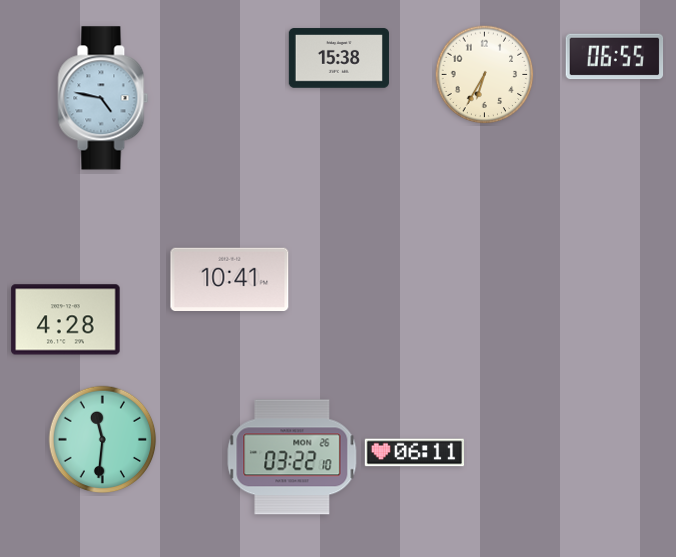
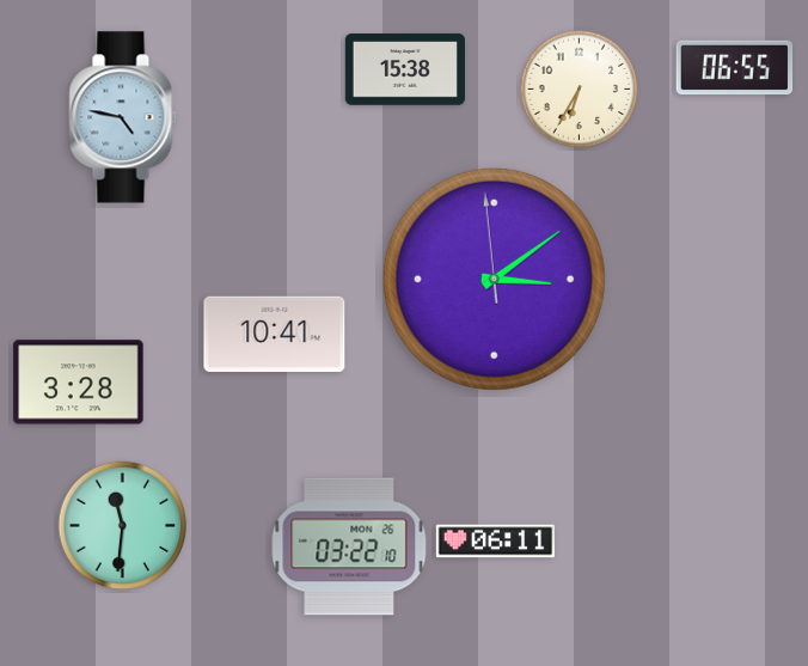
clock at (494, 279): none -> 3:08
clock at (66, 320): 4:28 -> 3:28
